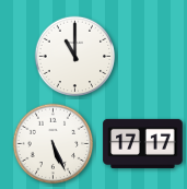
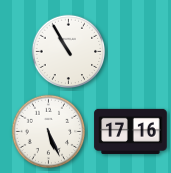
clock at (75, 57): 11:00 -> 10:55
clock at (143, 143): 17:17 -> 17:16
